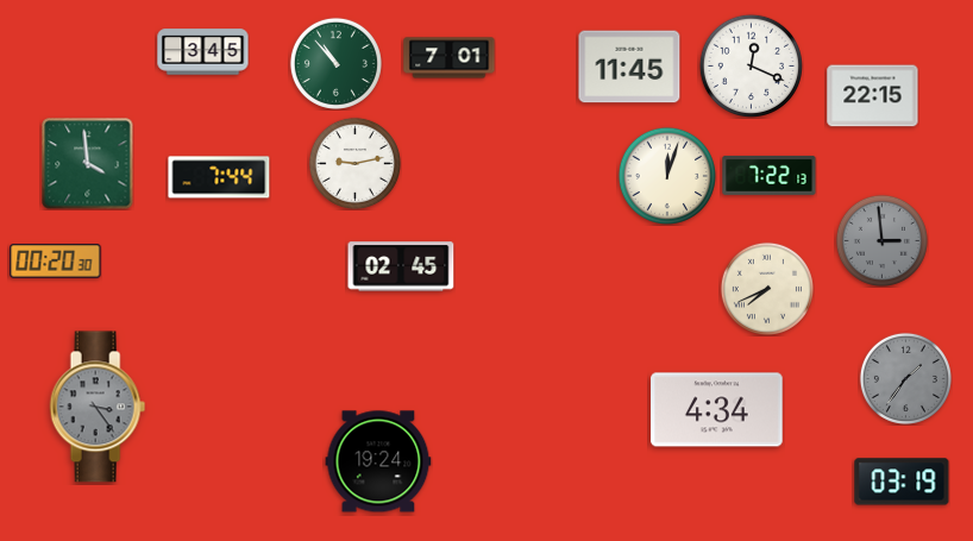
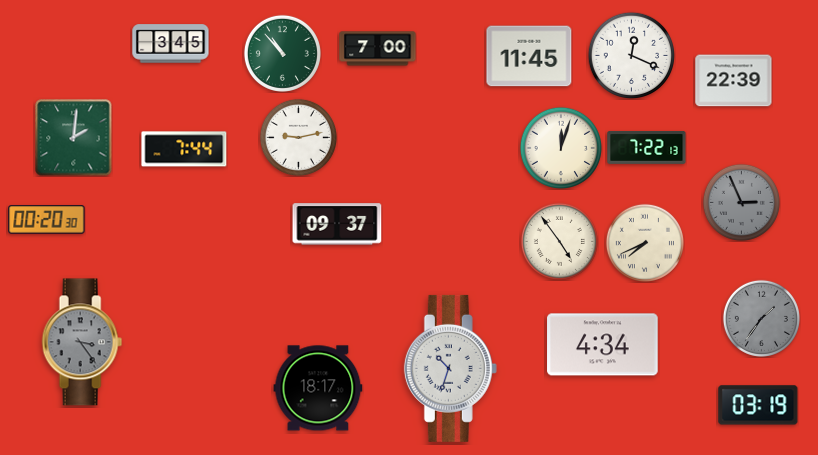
clock at (450, 58): 7:01 -> 7:00
clock at (873, 96): 22:15 -> 22:39
clock at (88, 164): 3:59 -> 2:01
clock at (881, 240): 2:59 -> 2:56
clock at (401, 266): 02:45 -> 09:37
clock at (559, 241): none -> 4:54
clock at (450, 368): none -> 10:33
clock at (378, 461): 19:24 -> 18:17
